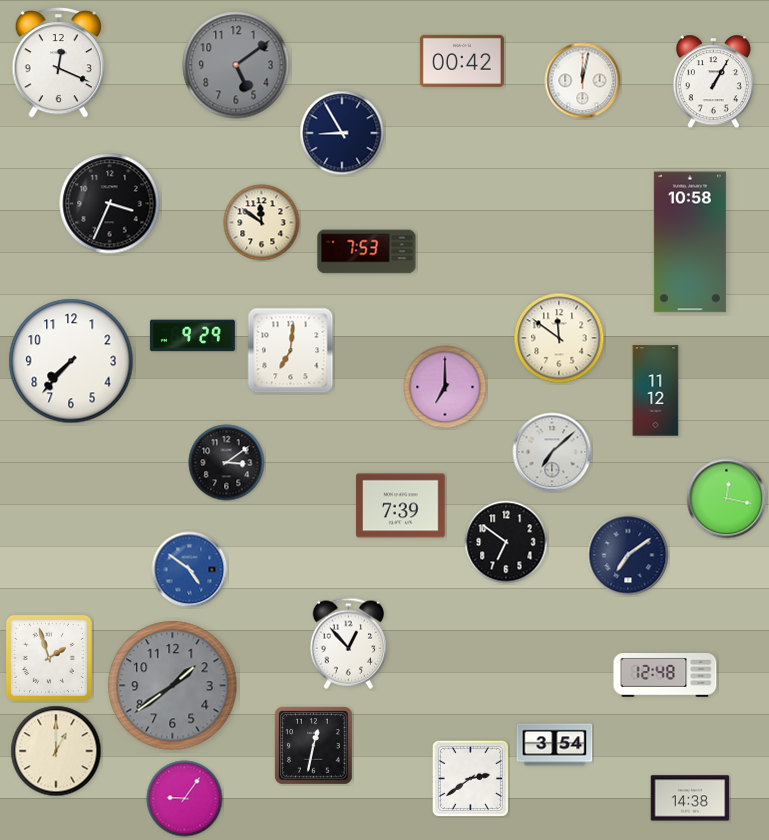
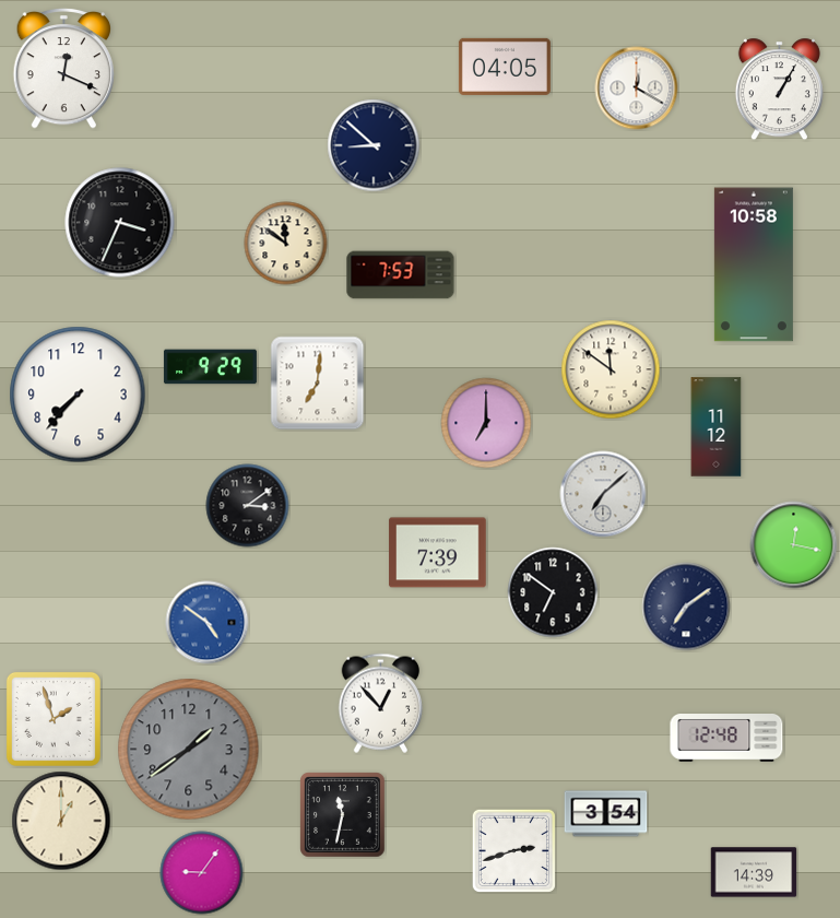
clock at (462, 61): 00:42 -> 04:05
clock at (236, 65): 5:09 -> none
clock at (583, 81): 12:02 -> 12:20
clock at (342, 133): 8:55 -> 8:52
clock at (314, 746): 12:32 -> 11:32
clock at (470, 778): 2:39 -> 2:42
clock at (690, 798): 14:38 -> 14:39
